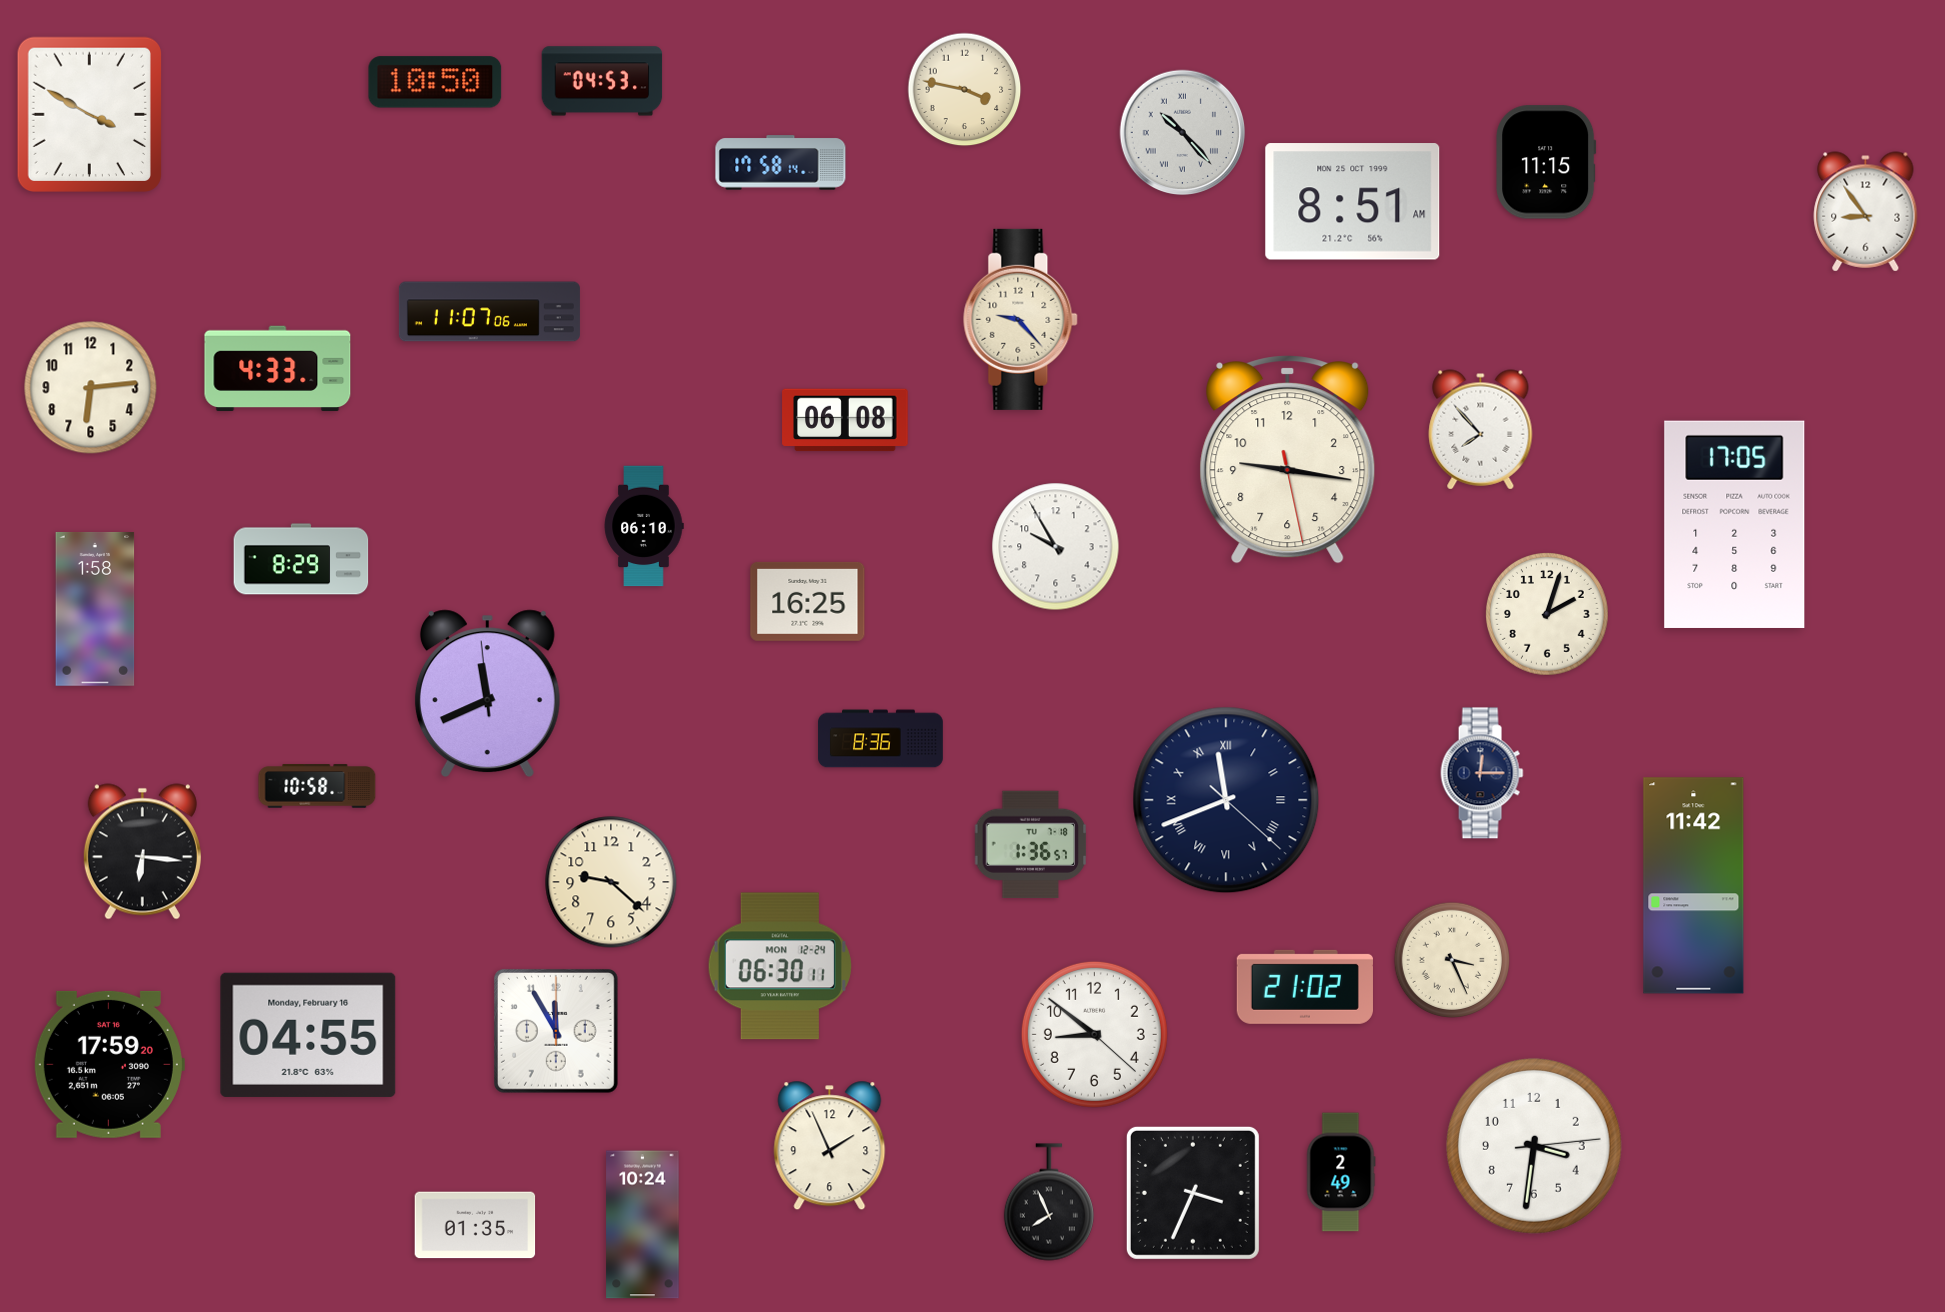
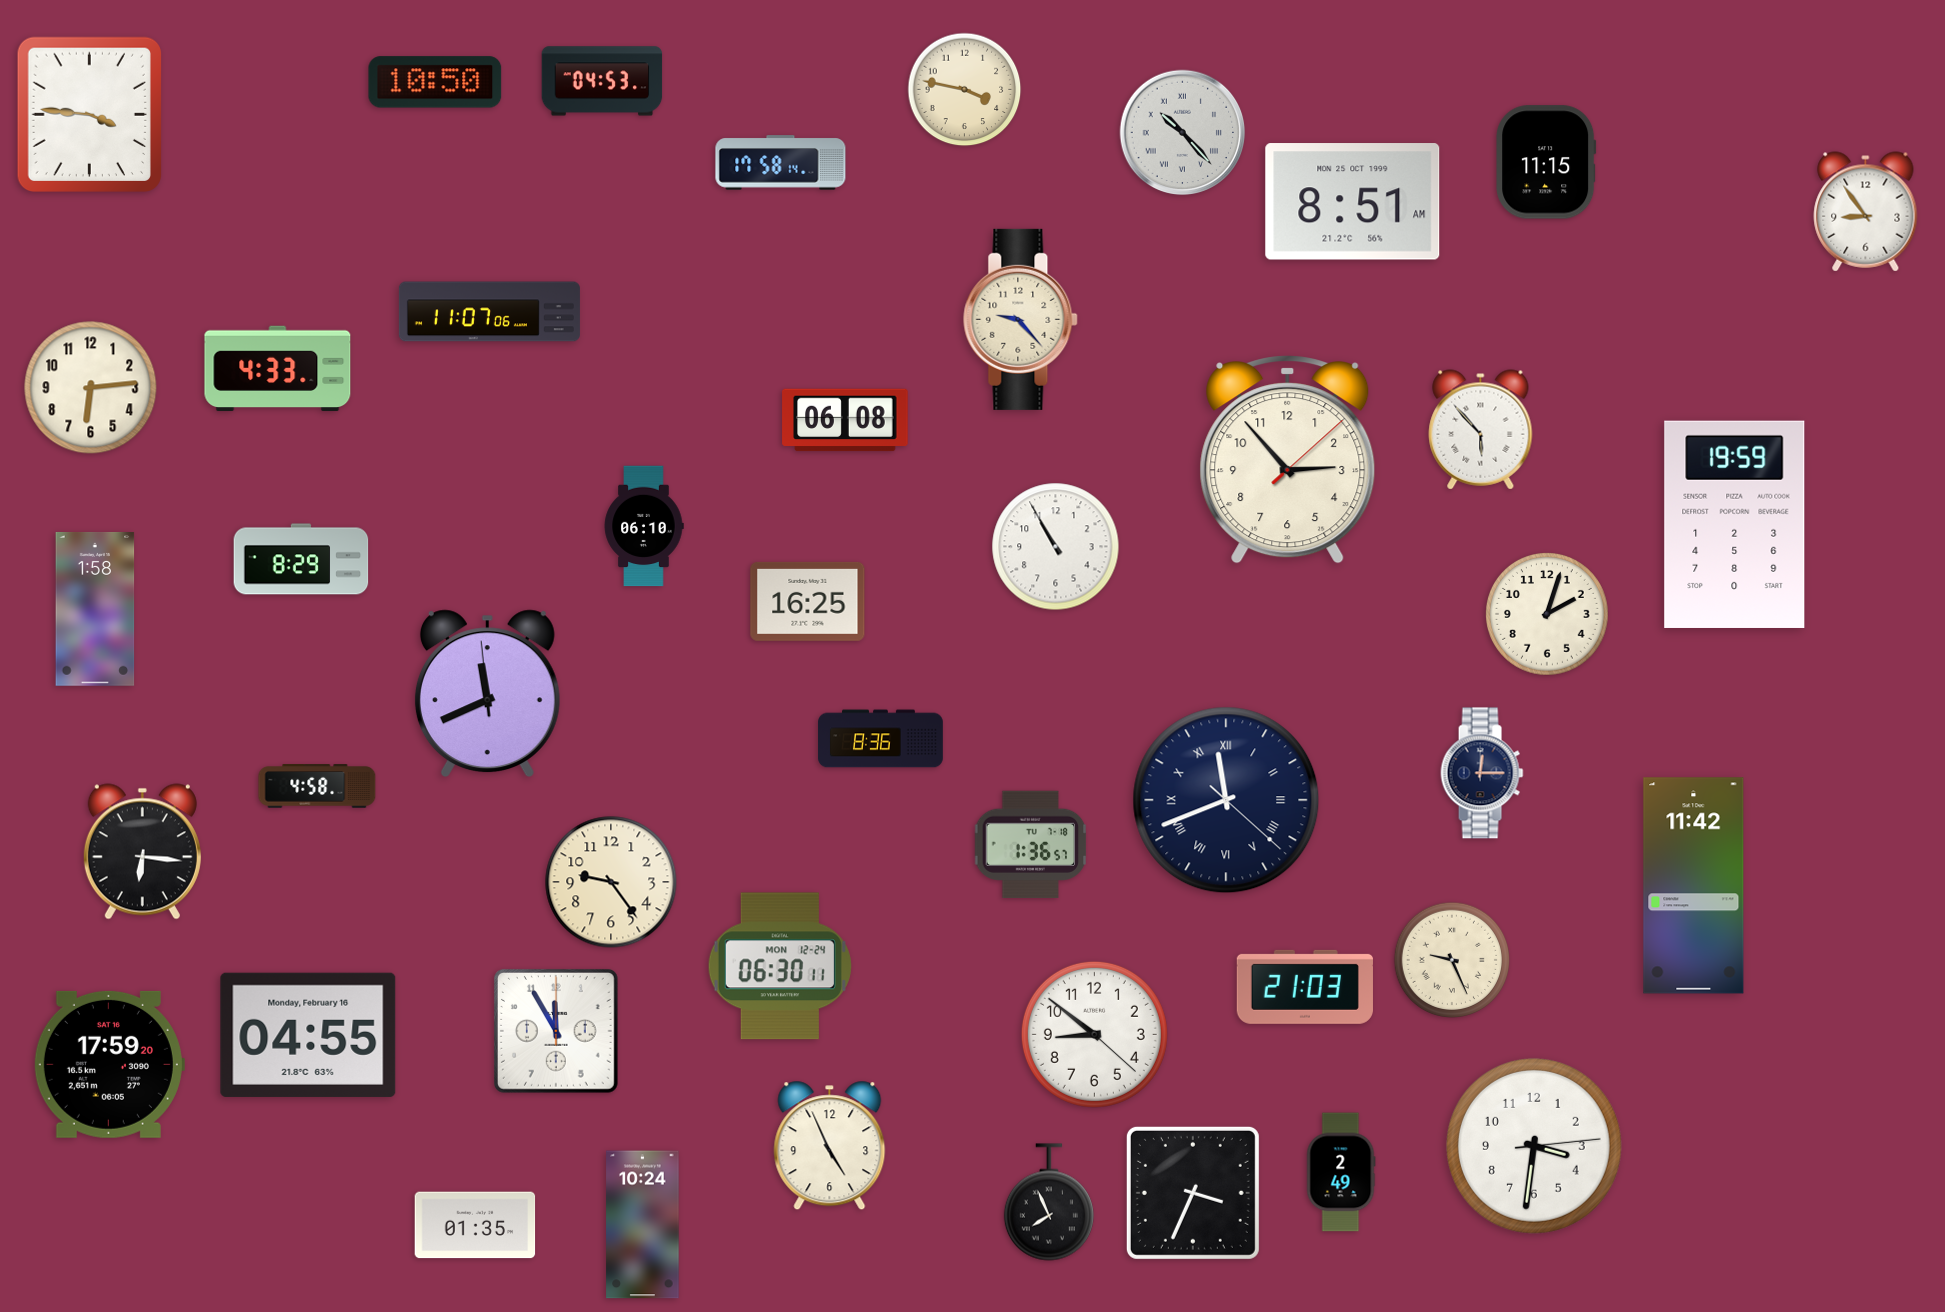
clock at (89, 114): 3:50 -> 3:46
clock at (1481, 430): 7:53 -> 5:53
clock at (1288, 460): 9:16 -> 2:53
clock at (1735, 524): 17:05 -> 19:59
clock at (1056, 547): 9:55 -> 10:55
clock at (317, 786): 10:58 -> 4:58
clock at (611, 882): 9:22 -> 9:24
clock at (1452, 960): 3:26 -> 9:26
clock at (1305, 987): 21:02 -> 21:03
clock at (830, 1146): 1:56 -> 4:56
